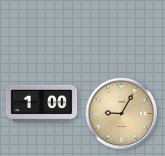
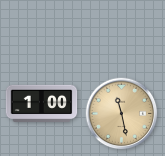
clock at (122, 114): 9:05 -> 11:28
